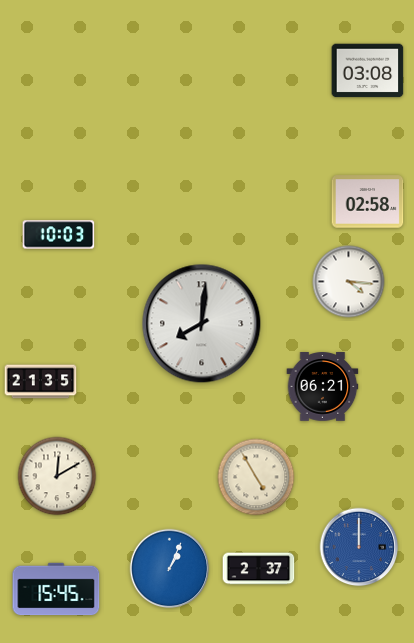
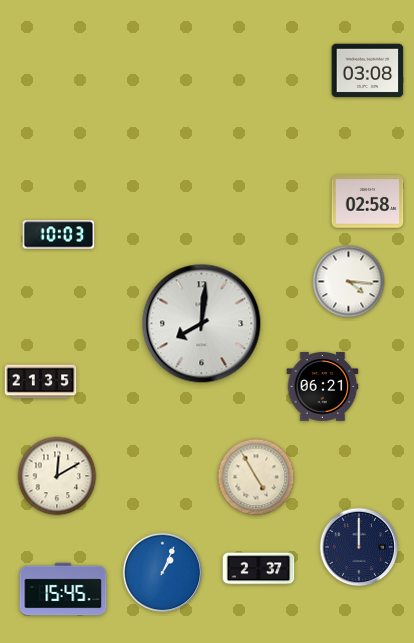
clock at (359, 547) dial: blue -> navy
clock at (170, 569) position: (170, 569) -> (163, 573)
clock at (56, 589) position: (56, 589) -> (63, 589)
